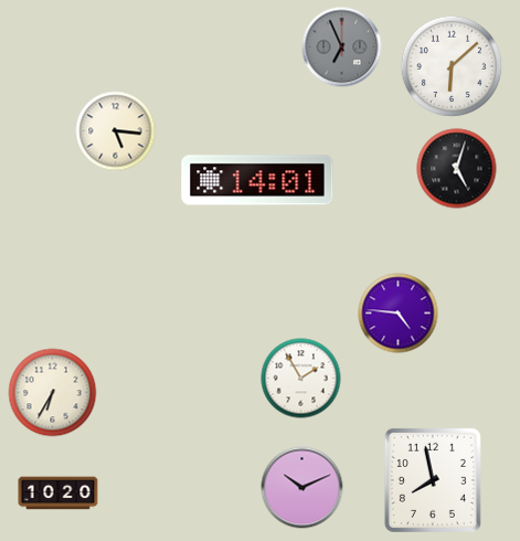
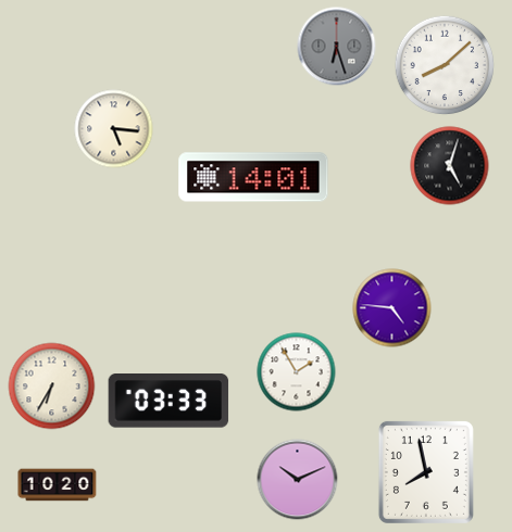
clock at (342, 47): 6:56 -> 6:27
clock at (452, 66): 6:08 -> 8:08
clock at (168, 401): none -> 03:33
